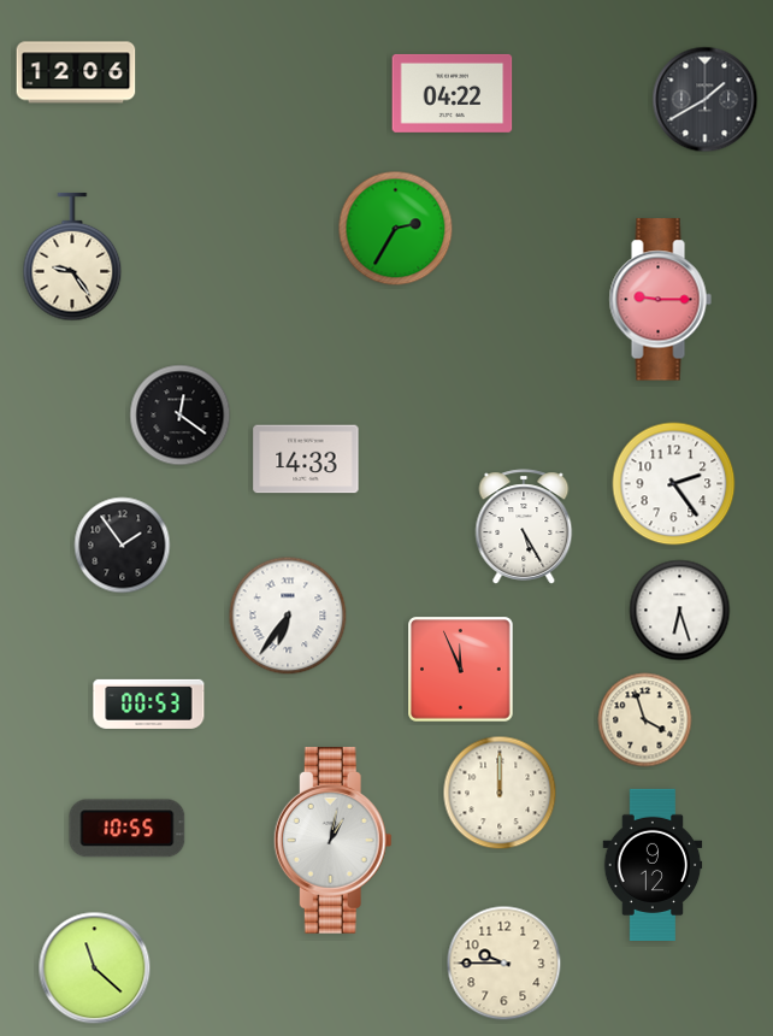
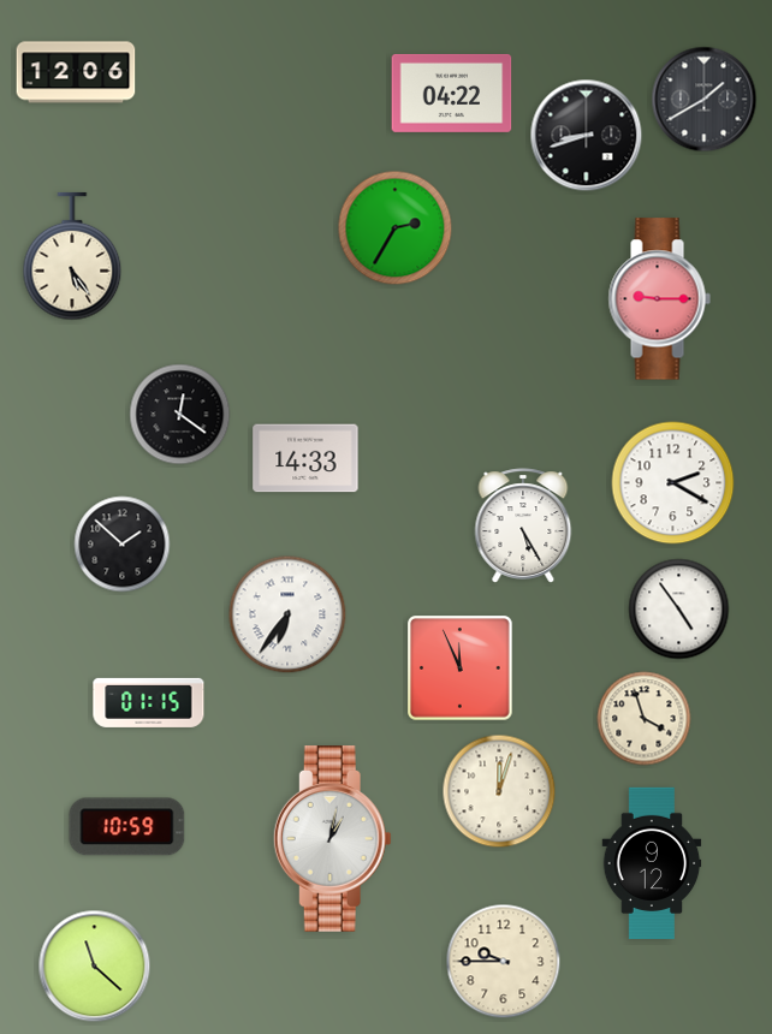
clock at (587, 136): none -> 8:42
clock at (72, 257): 9:24 -> 5:24
clock at (674, 484): 2:24 -> 2:20
clock at (123, 546): 1:54 -> 1:52
clock at (680, 611): 6:27 -> 4:54
clock at (149, 704): 00:53 -> 01:15
clock at (500, 793): 12:00 -> 12:03
clock at (128, 829): 10:55 -> 10:59
